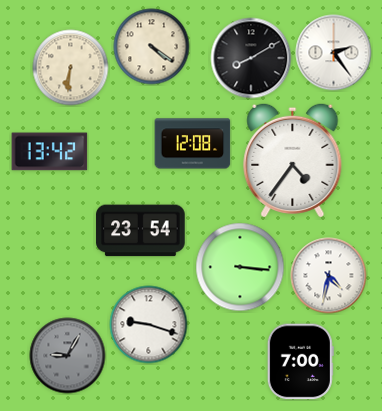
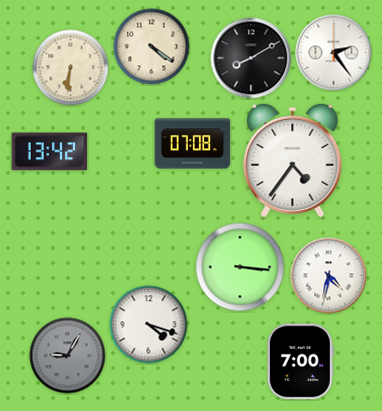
clock at (193, 144): 12:08 -> 07:08
clock at (141, 231): 23:54 -> none
clock at (149, 325): 9:18 -> 4:18
